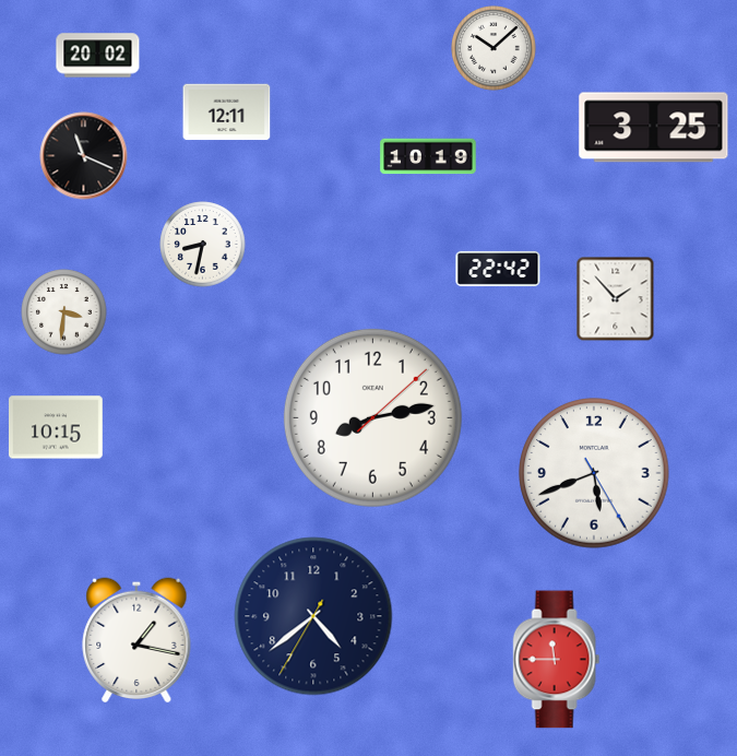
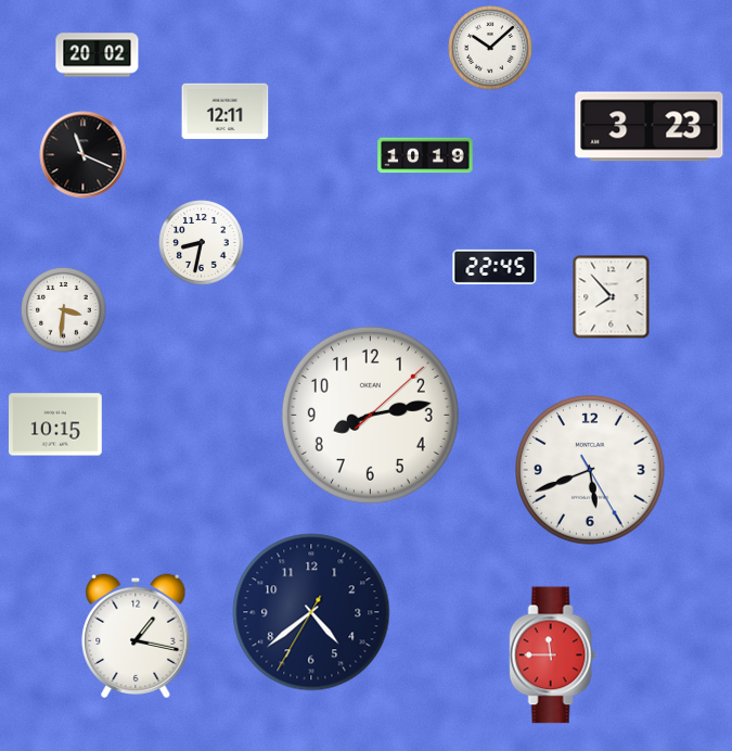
clock at (654, 128): 3:25 -> 3:23
clock at (498, 269): 22:42 -> 22:45
clock at (616, 299): 1:53 -> 7:53
